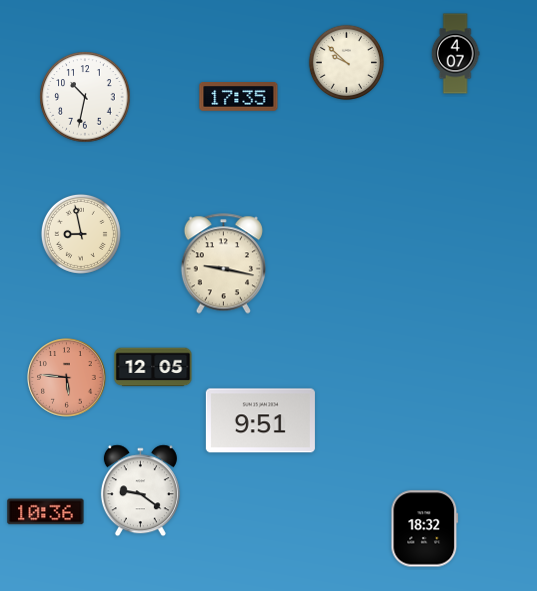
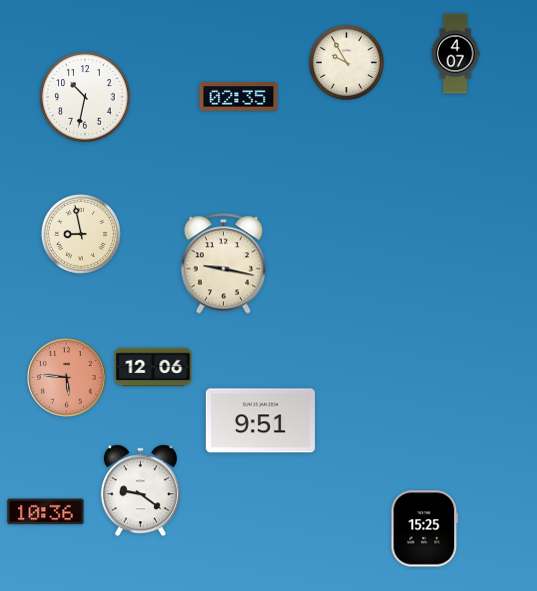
clock at (346, 62): 9:52 -> 9:55
clock at (239, 97): 17:35 -> 02:35
clock at (153, 367): 12:05 -> 12:06
clock at (425, 529): 18:32 -> 15:25
